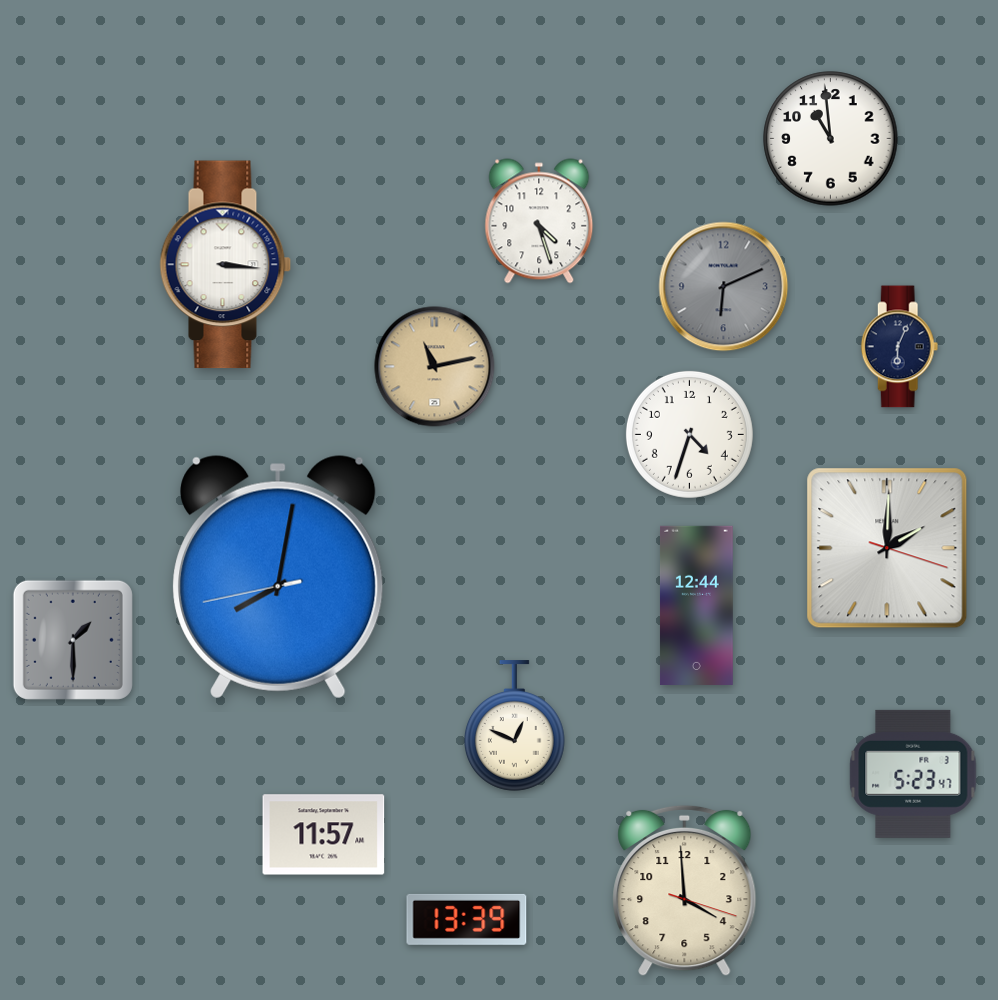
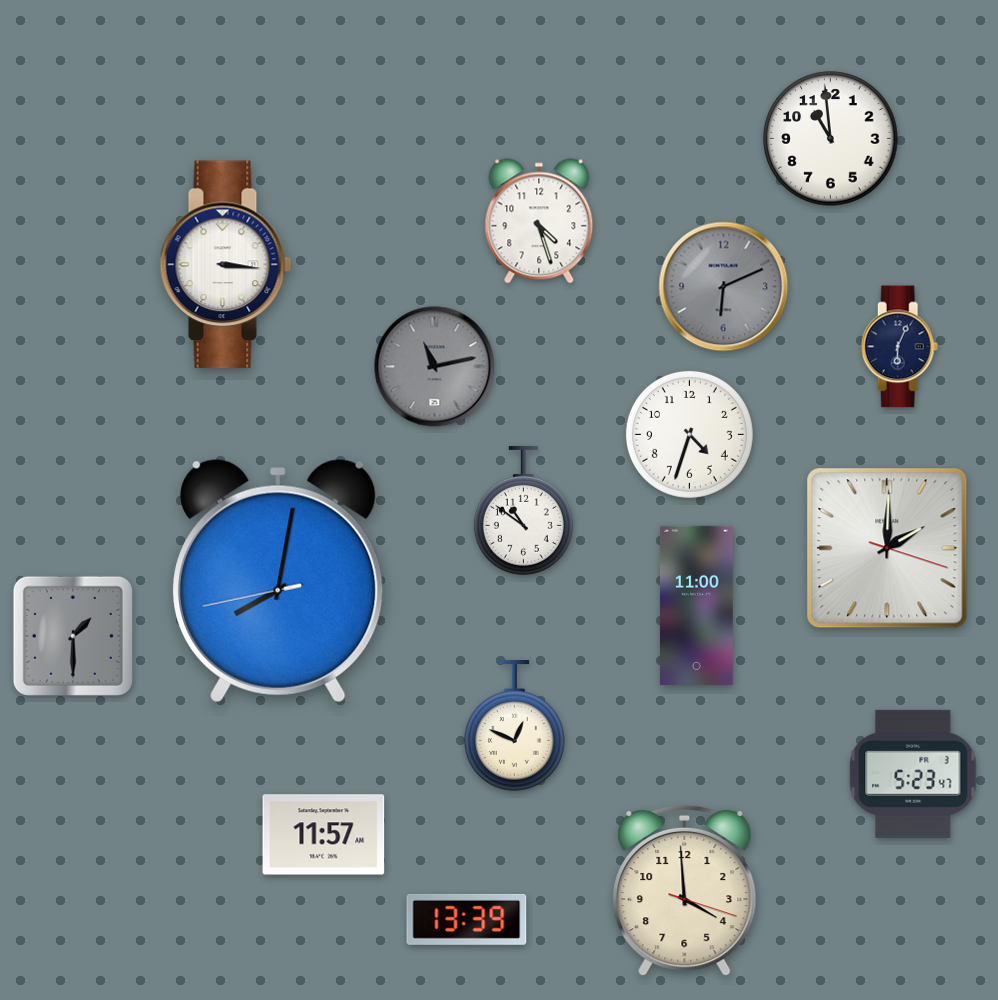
clock at (435, 367) dial: champagne -> grey
clock at (523, 510): none -> 10:51
clock at (278, 577) position: (278, 577) -> (278, 581)
clock at (696, 605): 12:44 -> 11:00
clock at (73, 640) position: (73, 640) -> (73, 636)
